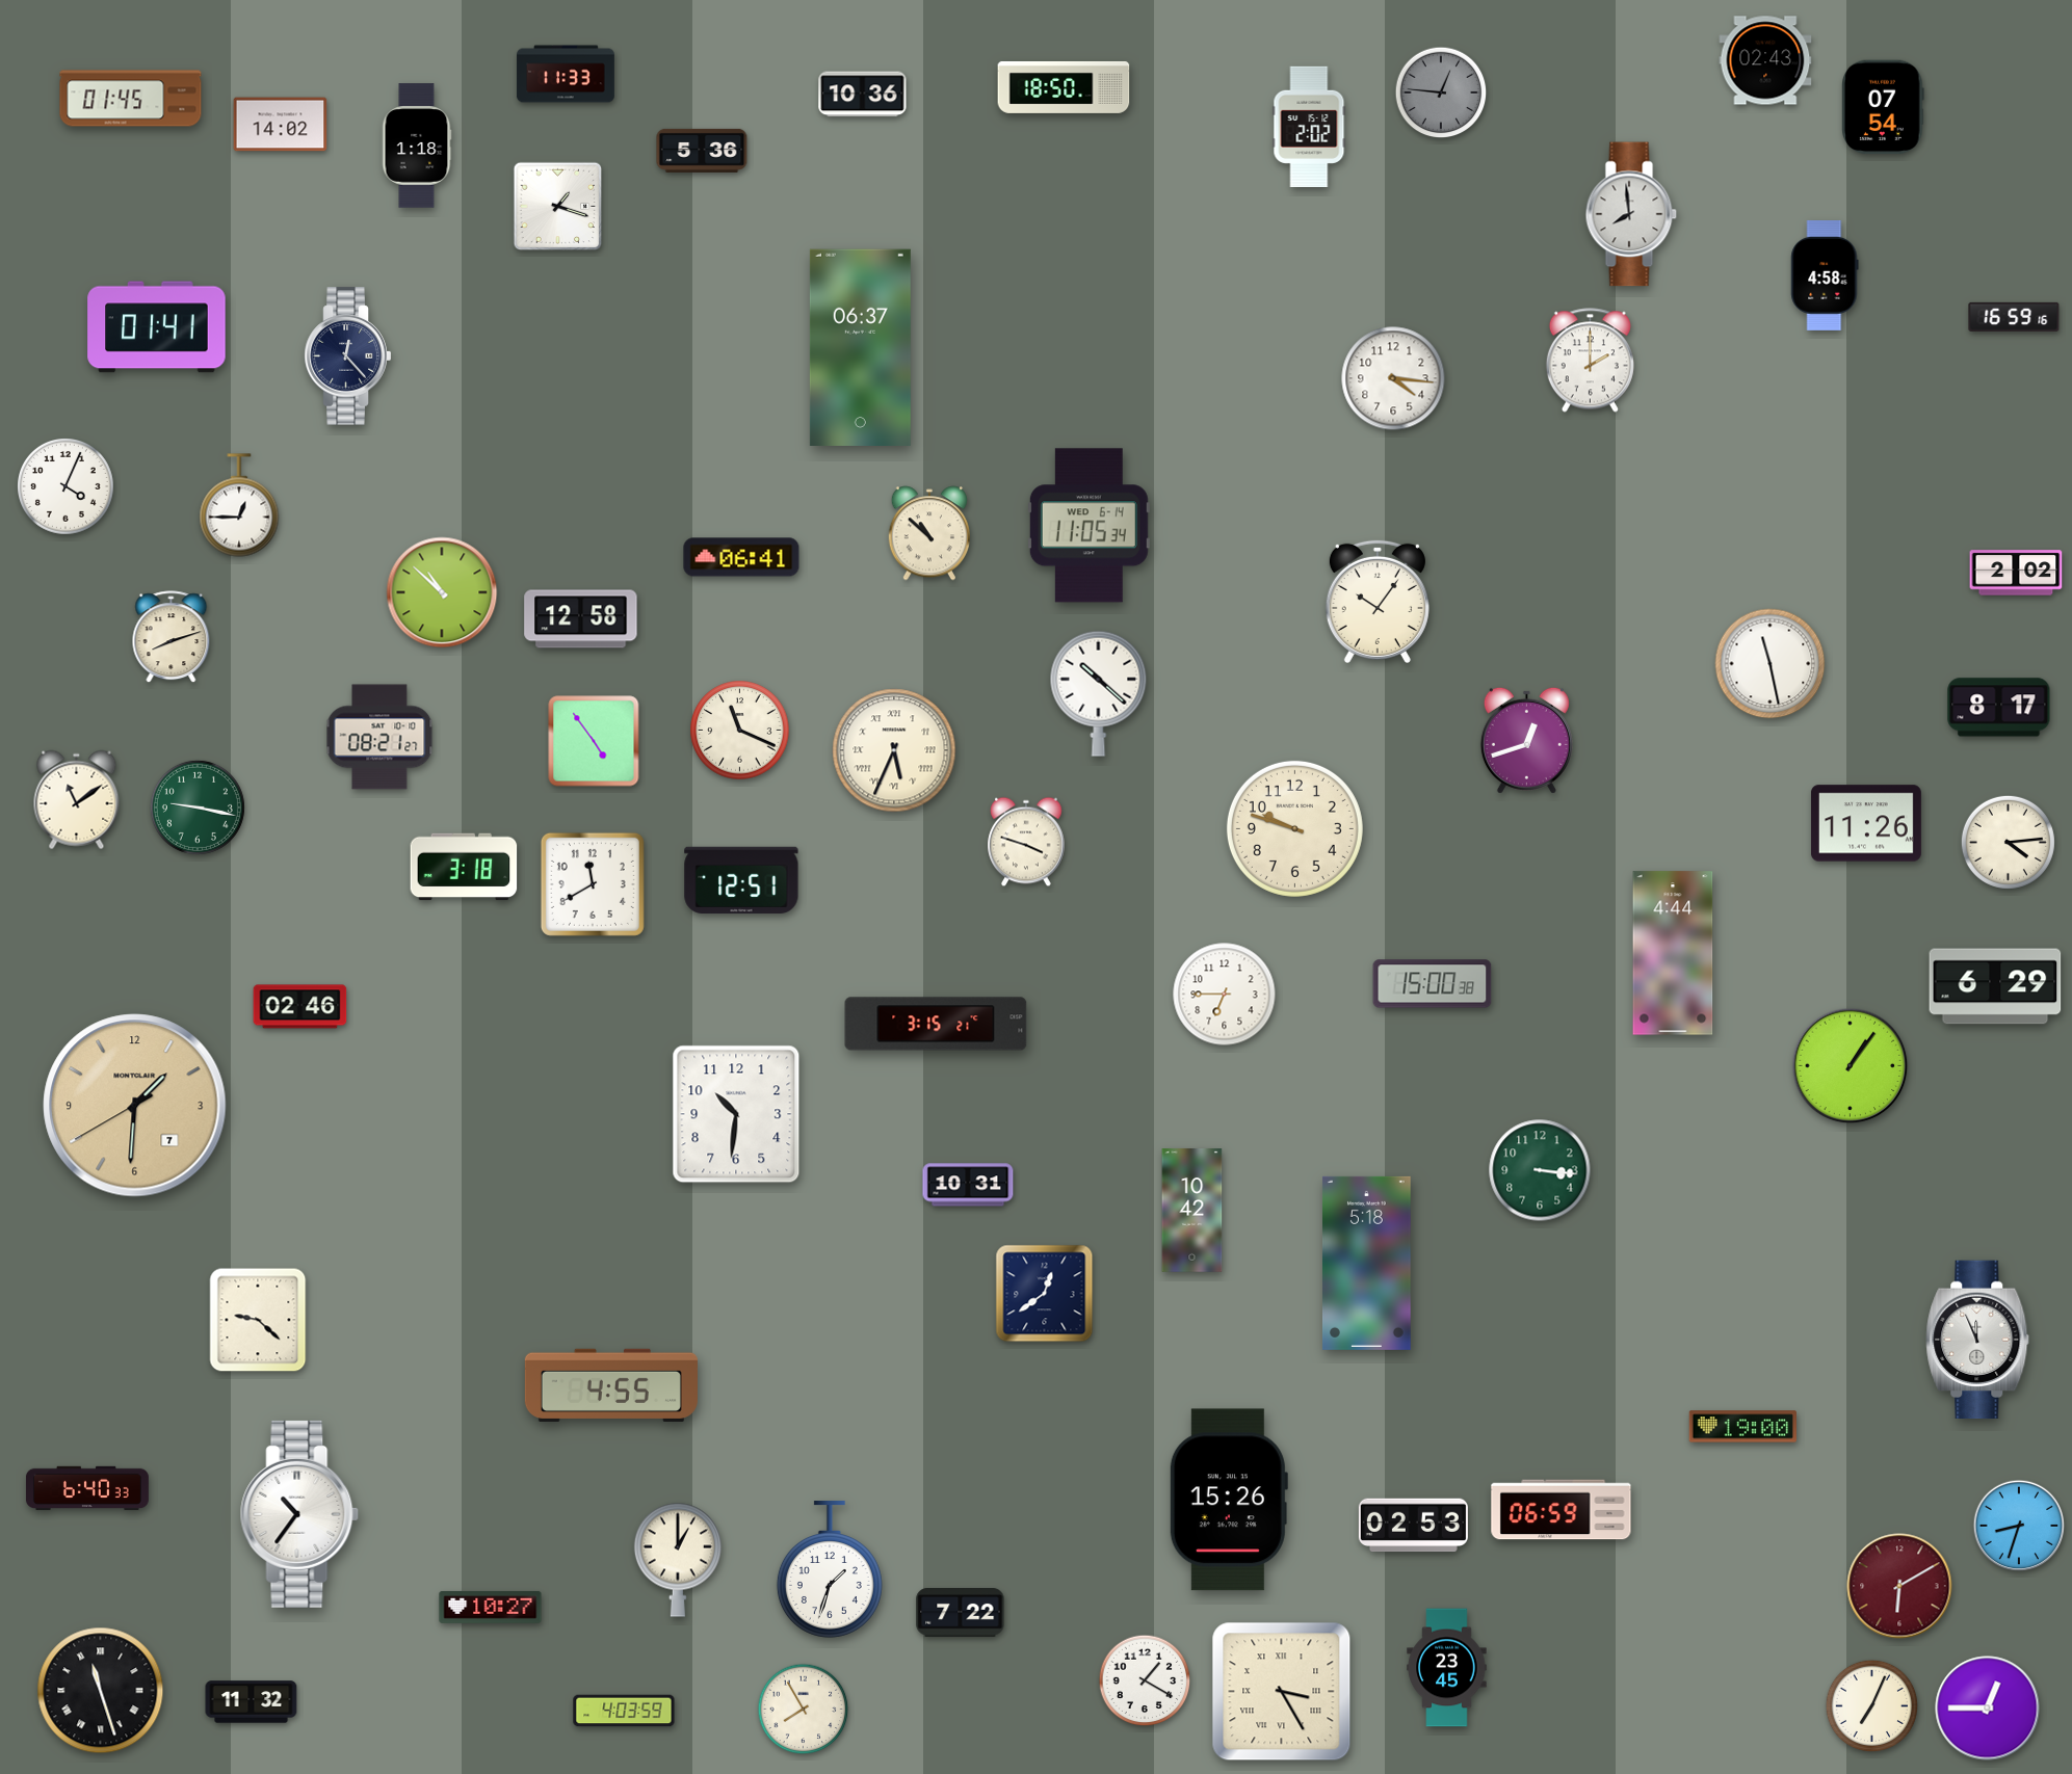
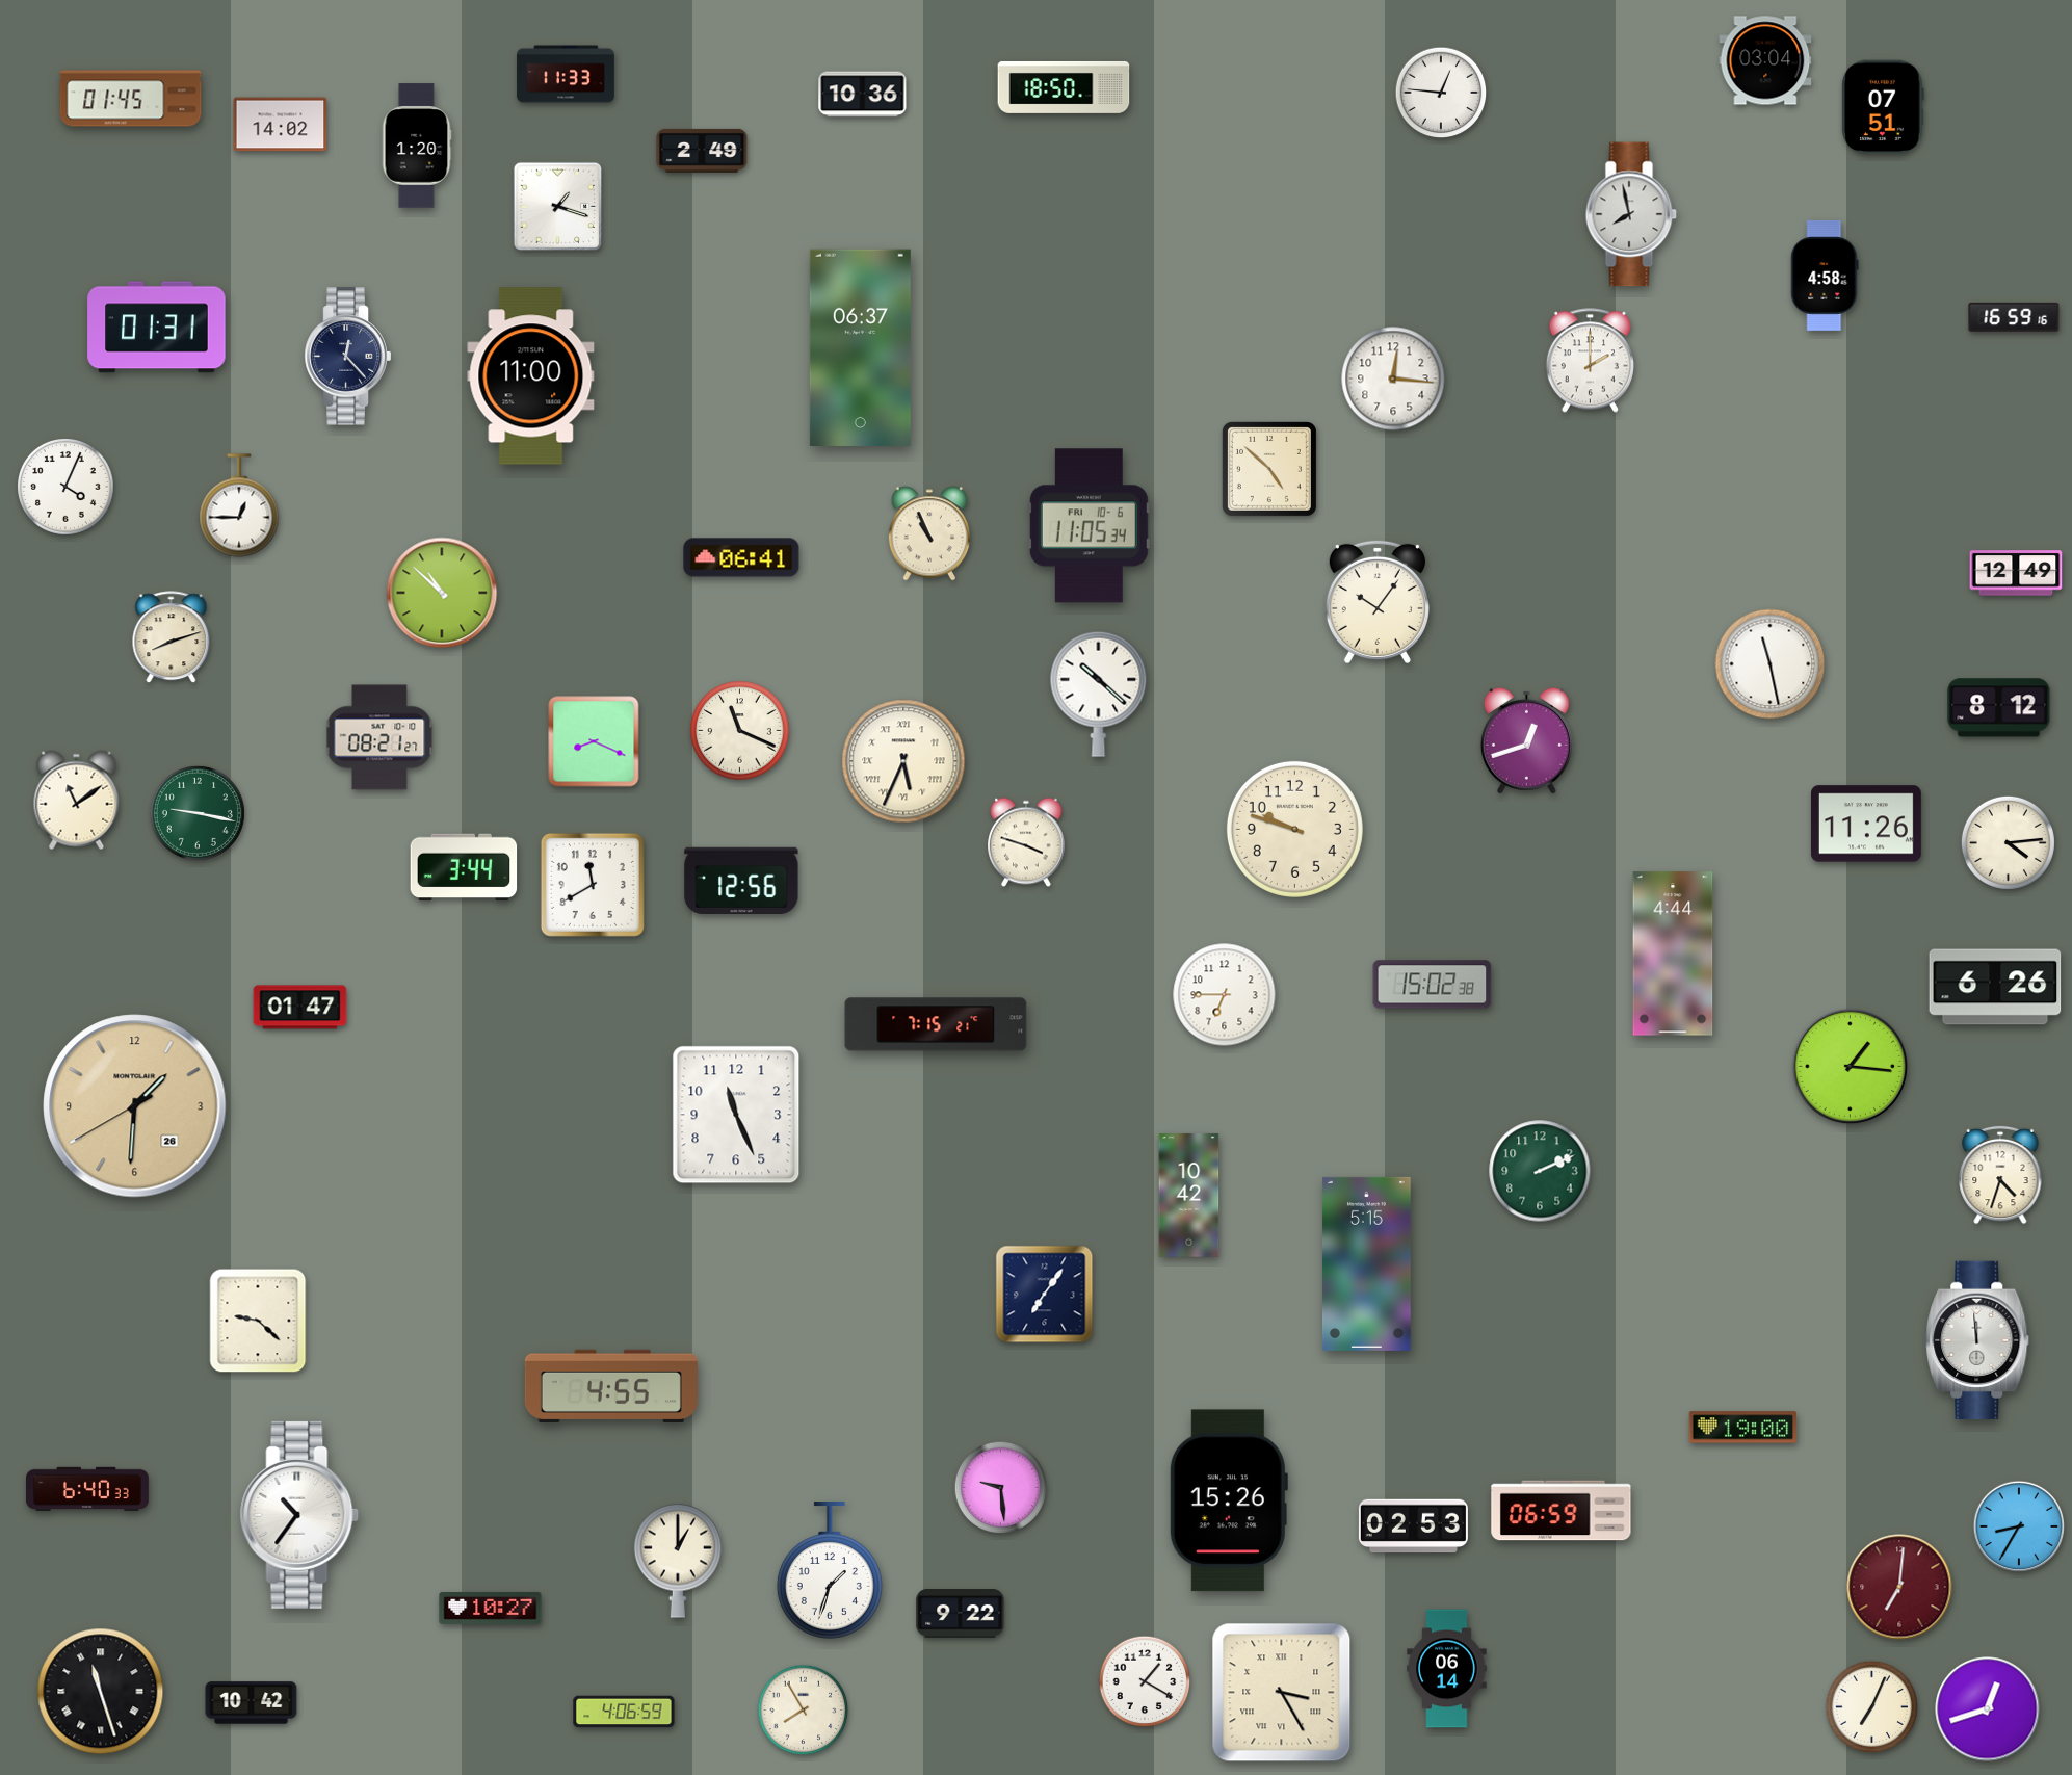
clock at (1765, 60): 02:43 -> 03:04
clock at (1441, 92) dial: grey -> white
clock at (1883, 107): 07:54 -> 07:51
clock at (1309, 127): 2:02 -> none
clock at (417, 145): 1:18 -> 1:20
clock at (702, 151): 5:36 -> 2:49
clock at (1631, 214): 7:59 -> 7:58
clock at (157, 327): 01:41 -> 01:31
clock at (531, 376): none -> 11:00
clock at (1393, 378): 4:16 -> 12:16
clock at (1269, 469): none -> 4:52
clock at (1089, 526) date: WED 6-14 -> FRI 10-6
clock at (928, 533): 10:52 -> 10:56
clock at (2016, 573): 2:02 -> 12:49
clock at (581, 619): 12:58 -> none
clock at (1999, 708): 8:17 -> 8:12
clock at (594, 741): 4:54 -> 8:19
clock at (894, 750) position: (894, 750) -> (903, 761)
clock at (198, 807) position: (198, 807) -> (198, 813)
clock at (464, 867): 3:18 -> 3:44
clock at (741, 879): 12:51 -> 12:56
clock at (1433, 984): 15:00 -> 15:02
clock at (1995, 986): 6:29 -> 6:26
clock at (300, 1007): 02:46 -> 01:47
clock at (936, 1024): 3:15 -> 7:15
clock at (1851, 1066): 1:06 -> 1:16
clock at (135, 1106) date: 7 -> 26
clock at (736, 1114): 10:31 -> 11:26
clock at (1540, 1170): 3:16 -> 2:11
clock at (2000, 1175): none -> 4:33
clock at (968, 1185): 10:31 -> none
clock at (1192, 1211) position: (1192, 1211) -> (1189, 1196)
clock at (1367, 1263): 5:18 -> 5:15
clock at (1045, 1294): 12:39 -> 7:06
clock at (1977, 1340): 11:56 -> 11:59
clock at (1001, 1488): none -> 9:29
clock at (2019, 1526): 8:33 -> 8:35
clock at (1899, 1586): 6:10 -> 7:01
clock at (961, 1613): 7:22 -> 9:22
clock at (1447, 1668): 23:45 -> 06:14
clock at (252, 1702): 11:32 -> 10:42
clock at (1988, 1709): 12:45 -> 12:42
clock at (624, 1711): 4:03 -> 4:06
